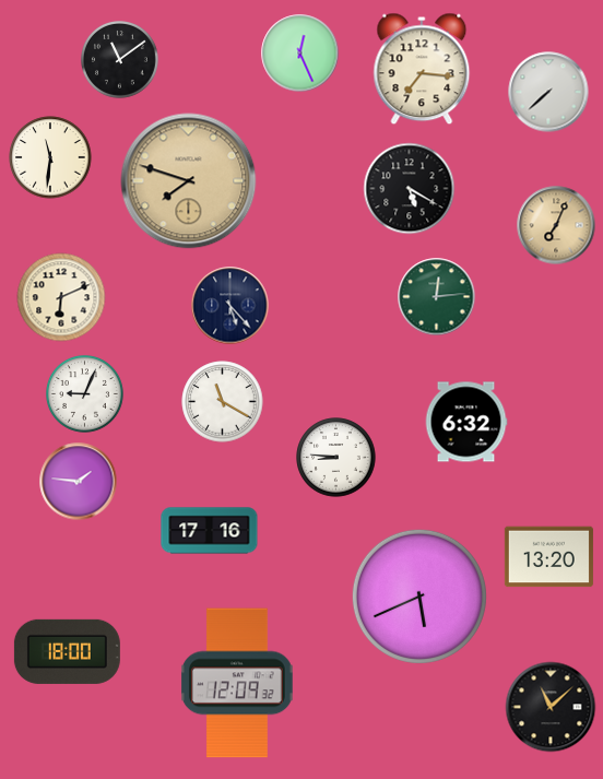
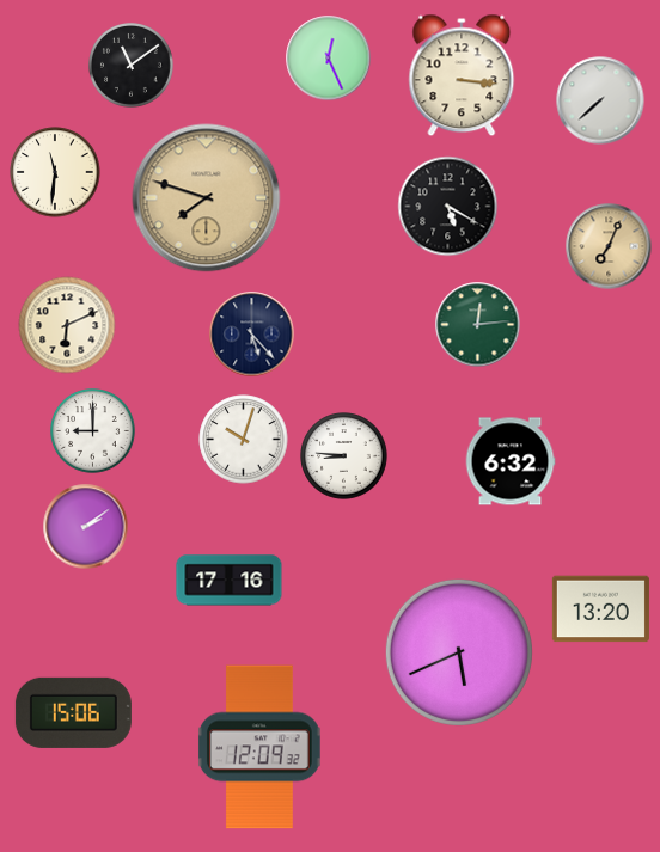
clock at (422, 69): 7:16 -> 3:16
clock at (85, 394): 9:04 -> 9:00
clock at (223, 402): 11:20 -> 10:03
clock at (336, 458) position: (336, 458) -> (344, 456)
clock at (79, 482): 1:46 -> 2:09
clock at (67, 651): 18:00 -> 15:06
clock at (551, 707): 11:08 -> none
